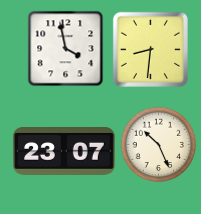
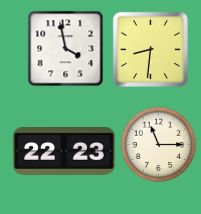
clock at (159, 145): 10:26 -> 11:15
clock at (64, 152): 23:07 -> 22:23
